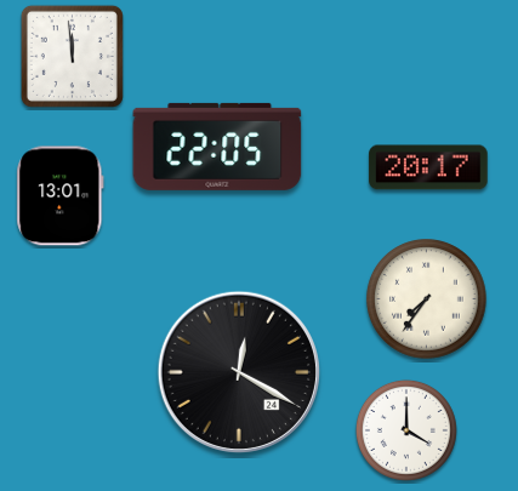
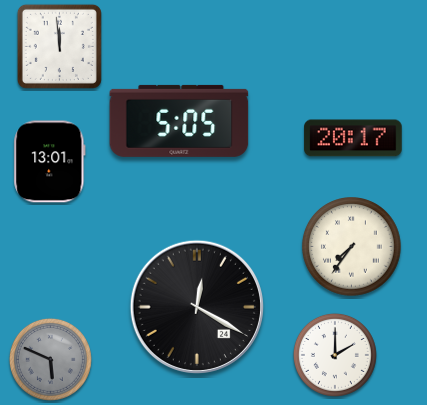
clock at (217, 147): 22:05 -> 5:05
clock at (406, 430): 4:00 -> 2:00
clock at (50, 359): none -> 5:49
